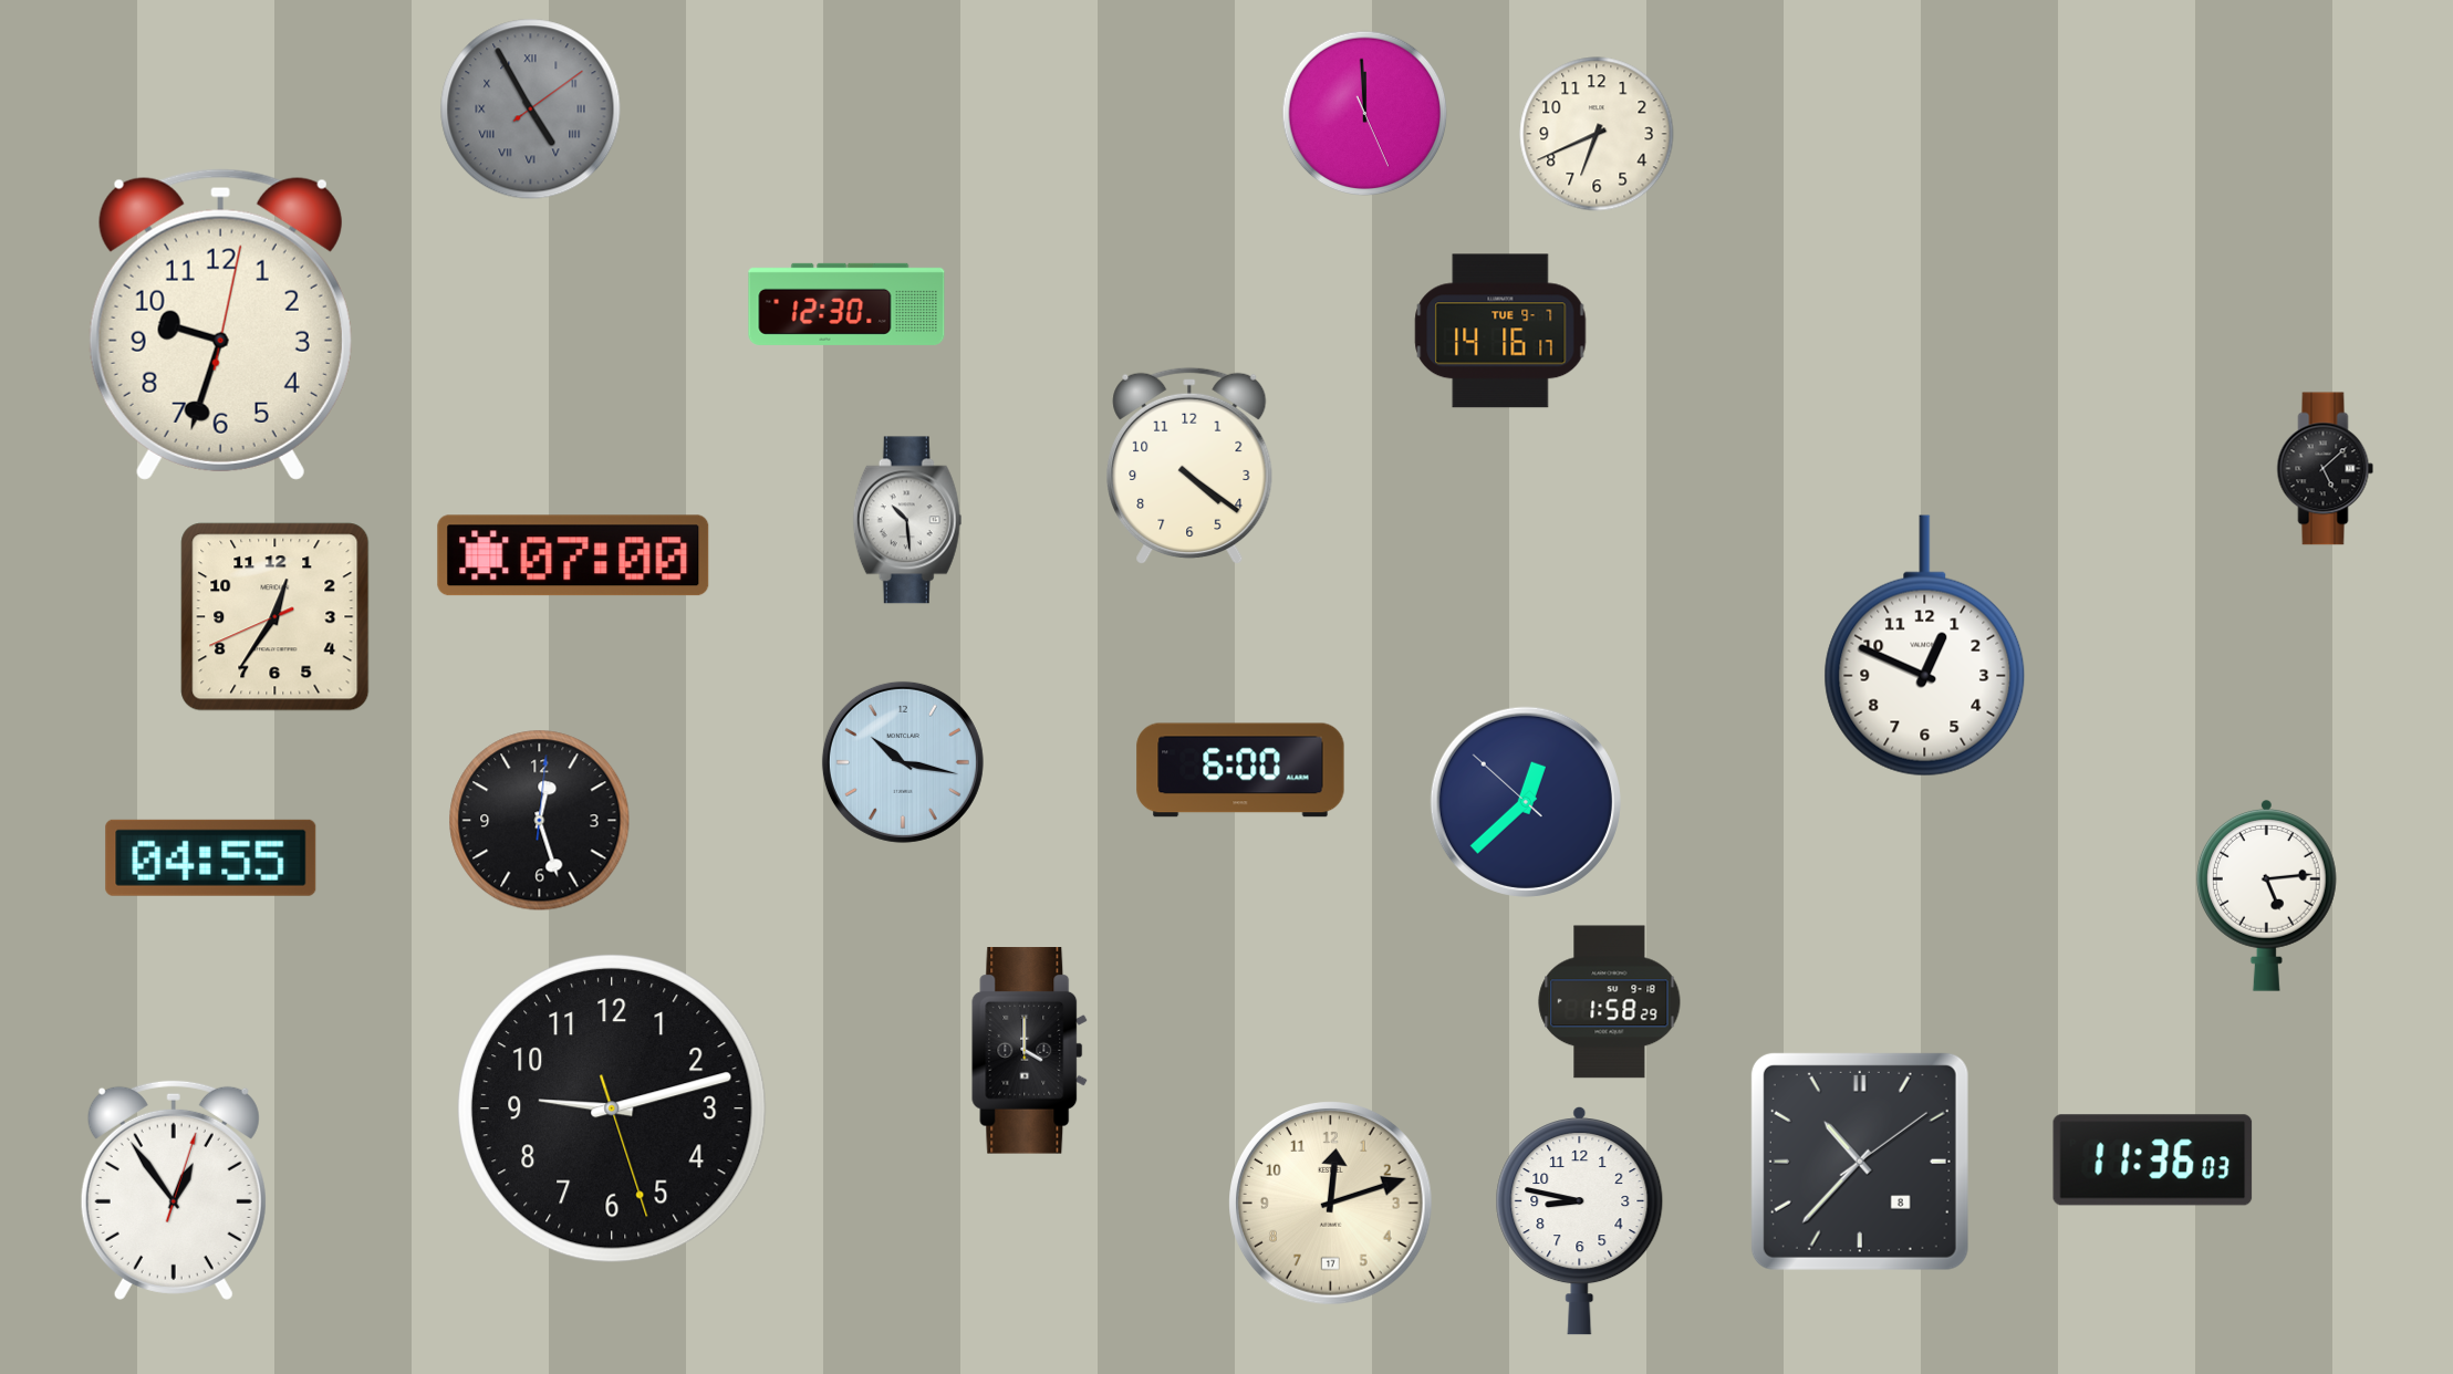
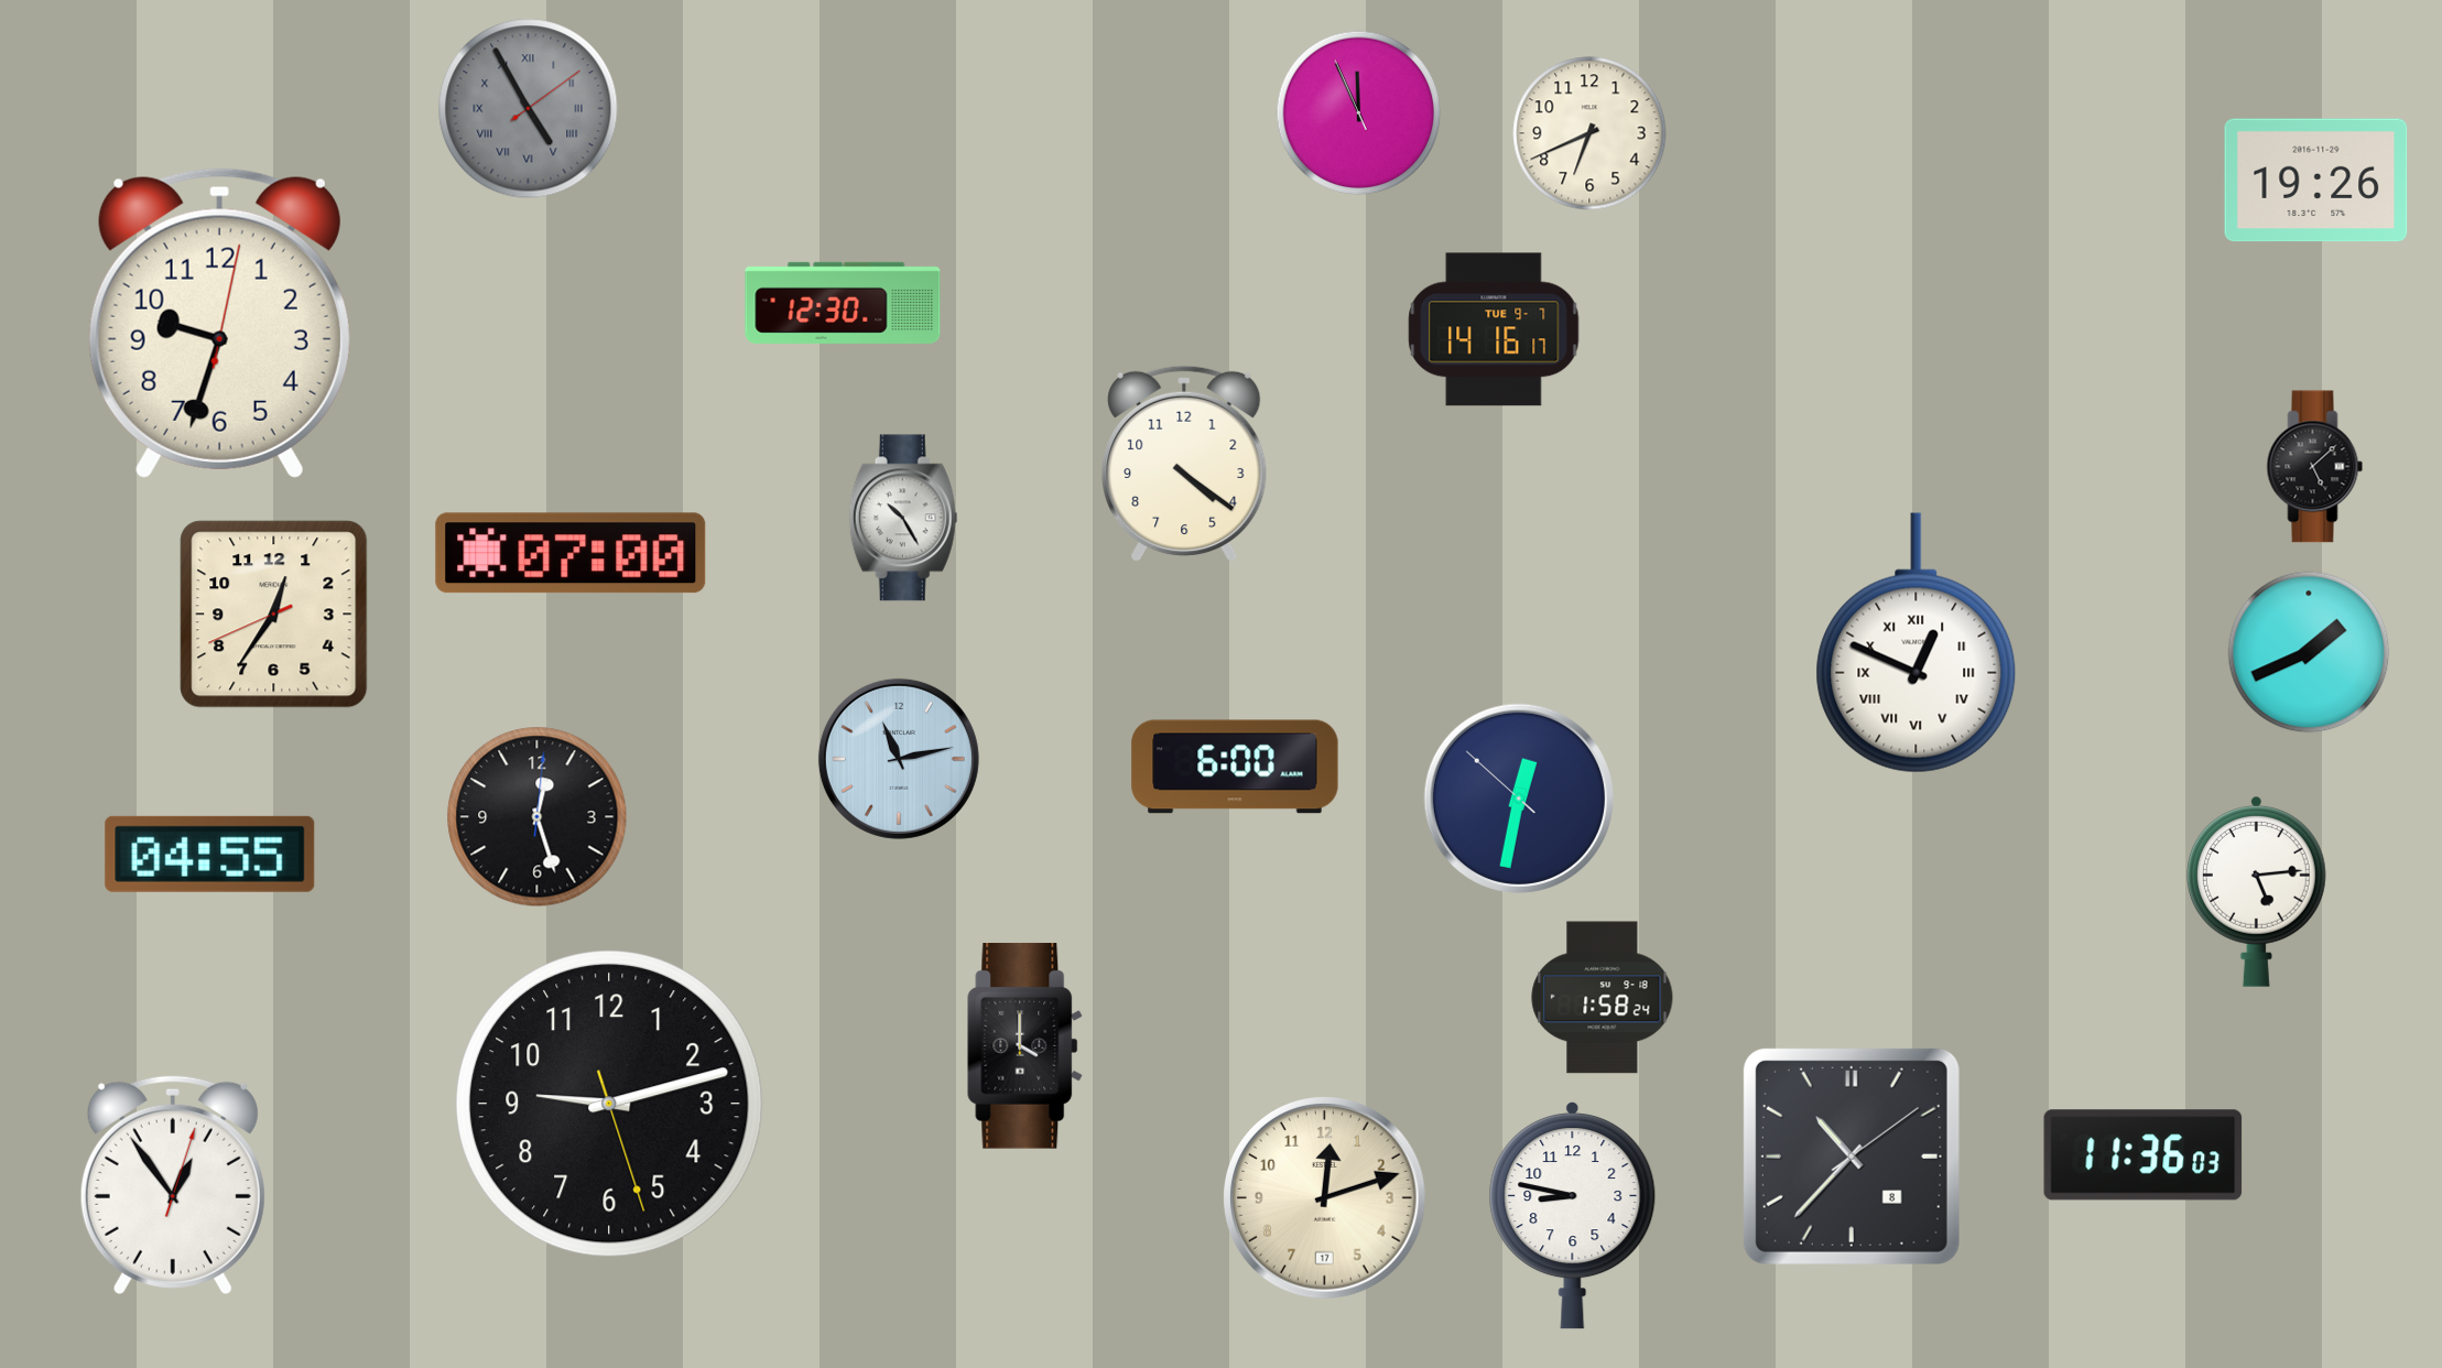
clock at (1365, 114): 11:59 -> 11:55
clock at (2316, 181): none -> 19:26
clock at (907, 520): 10:29 -> 10:25
clock at (1925, 646) numerals: Arabic -> Roman
clock at (2309, 652): none -> 1:41
clock at (903, 762): 10:17 -> 11:13
clock at (1526, 802): 12:37 -> 12:31
clock at (1610, 1002): 1:58:29 -> 1:58:24
